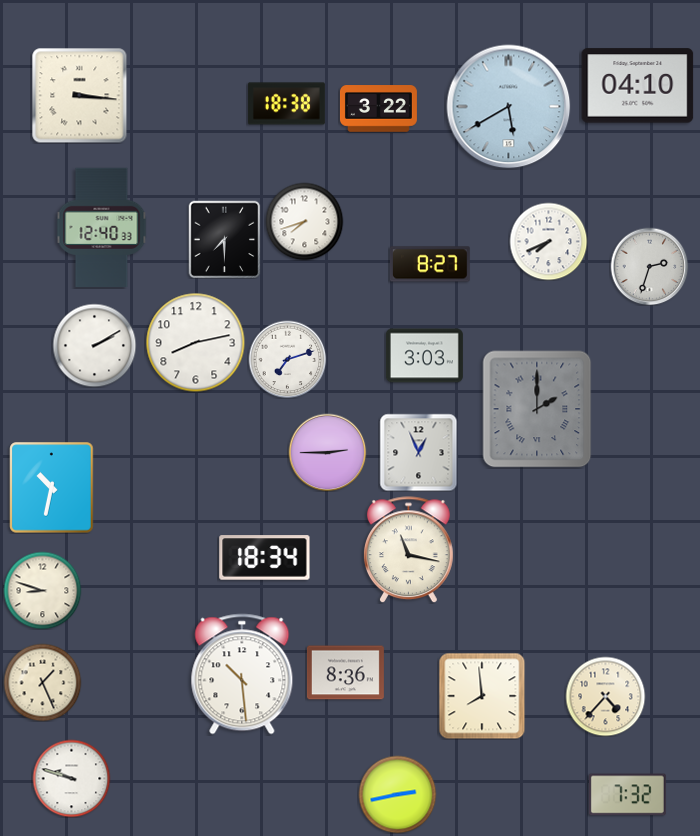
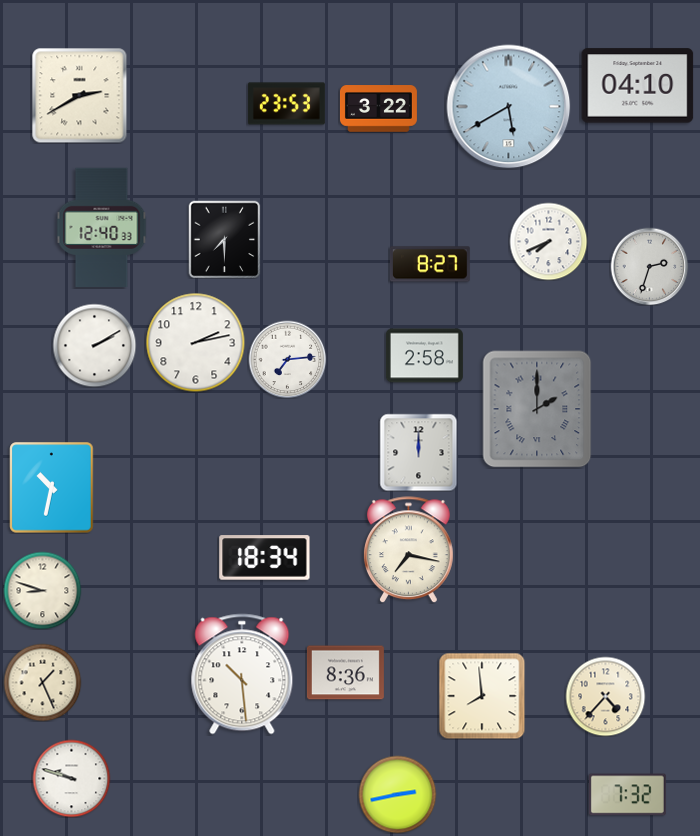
clock at (79, 95): 3:16 -> 2:40
clock at (286, 104): 18:38 -> 23:53
clock at (304, 221): 7:42 -> none
clock at (196, 343): 8:13 -> 2:13
clock at (424, 356): 3:03 -> 2:58
clock at (287, 359): 7:12 -> 7:14
clock at (327, 452): 2:45 -> none
clock at (418, 452): 12:56 -> 12:00
clock at (408, 550): 11:17 -> 7:17
